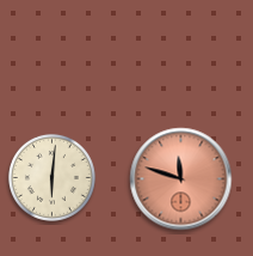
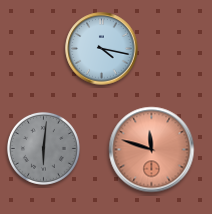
clock at (102, 49): none -> 4:17
clock at (51, 177) dial: cream -> grey
